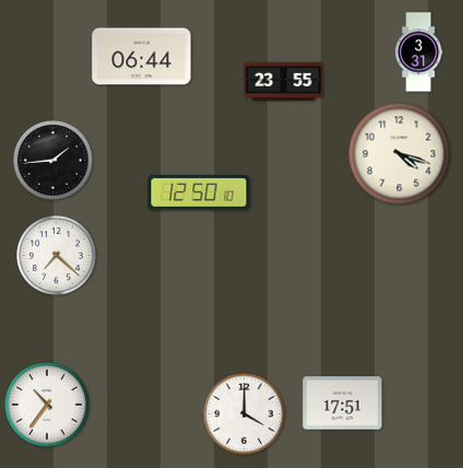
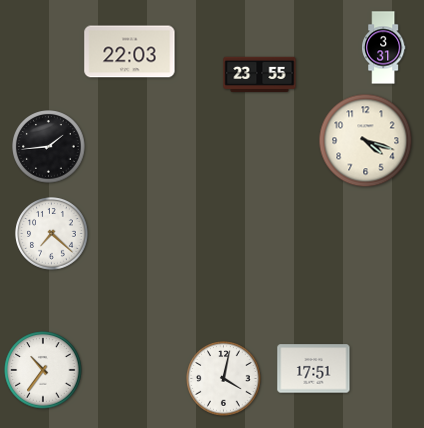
clock at (142, 57): 06:44 -> 22:03
clock at (199, 192): 12:50 -> none
clock at (245, 414): 4:00 -> 4:02
